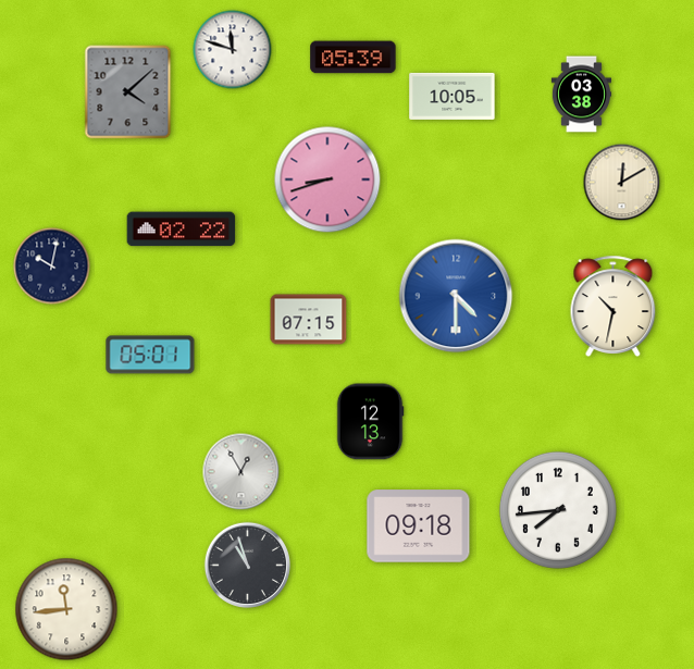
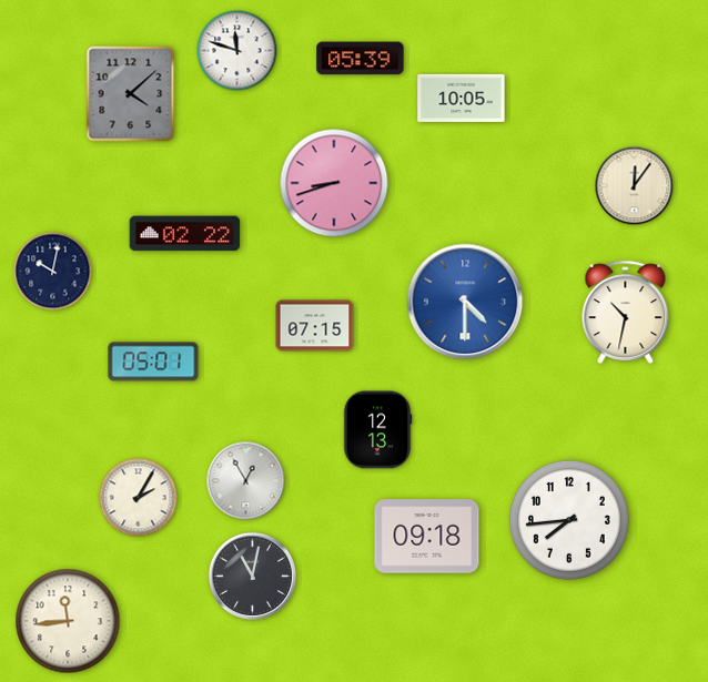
clock at (581, 95): 03:38 -> none
clock at (622, 183): 12:10 -> 12:06
clock at (139, 498): none -> 2:05
clock at (247, 565): 10:57 -> 11:02
